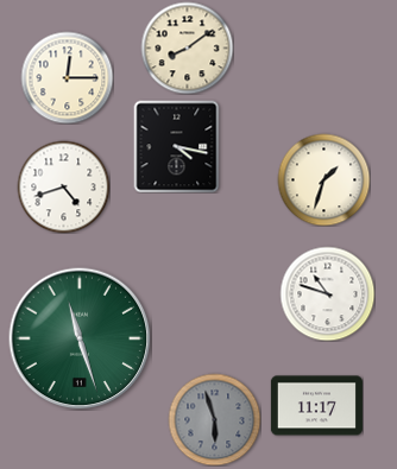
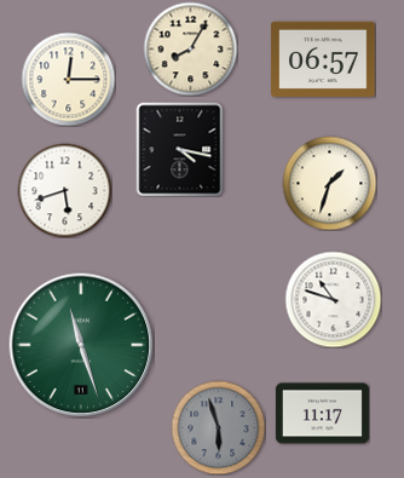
clock at (187, 47): 8:09 -> 8:05
clock at (323, 59): none -> 06:57
clock at (63, 186): 4:42 -> 5:42
